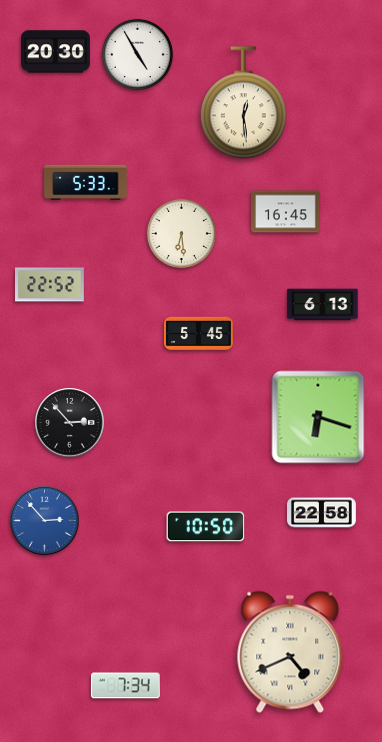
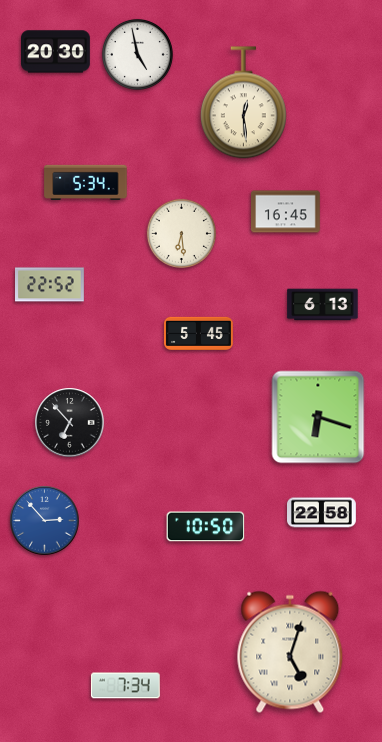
clock at (137, 54): 4:55 -> 4:58
clock at (86, 182): 5:33 -> 5:34
clock at (70, 423): 2:53 -> 6:53
clock at (290, 652): 4:41 -> 5:03
